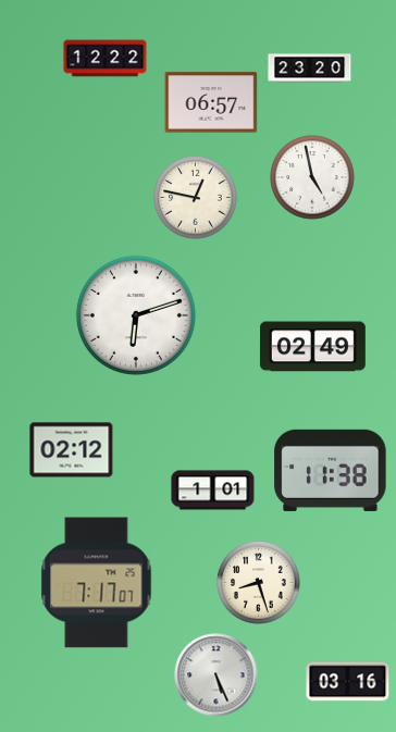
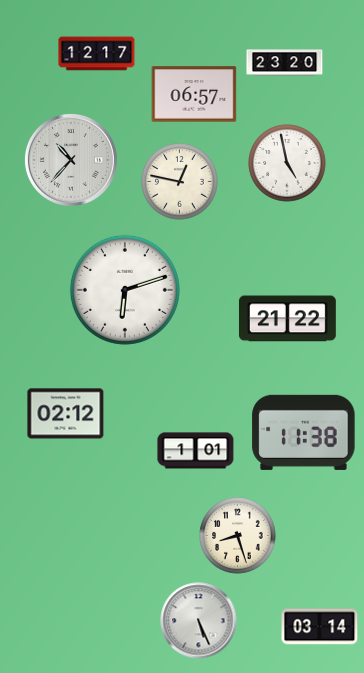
clock at (106, 59): 12:22 -> 12:17
clock at (71, 160): none -> 10:37
clock at (312, 347): 02:49 -> 21:22
clock at (97, 583): 7:17 -> none
clock at (348, 682): 03:16 -> 03:14
